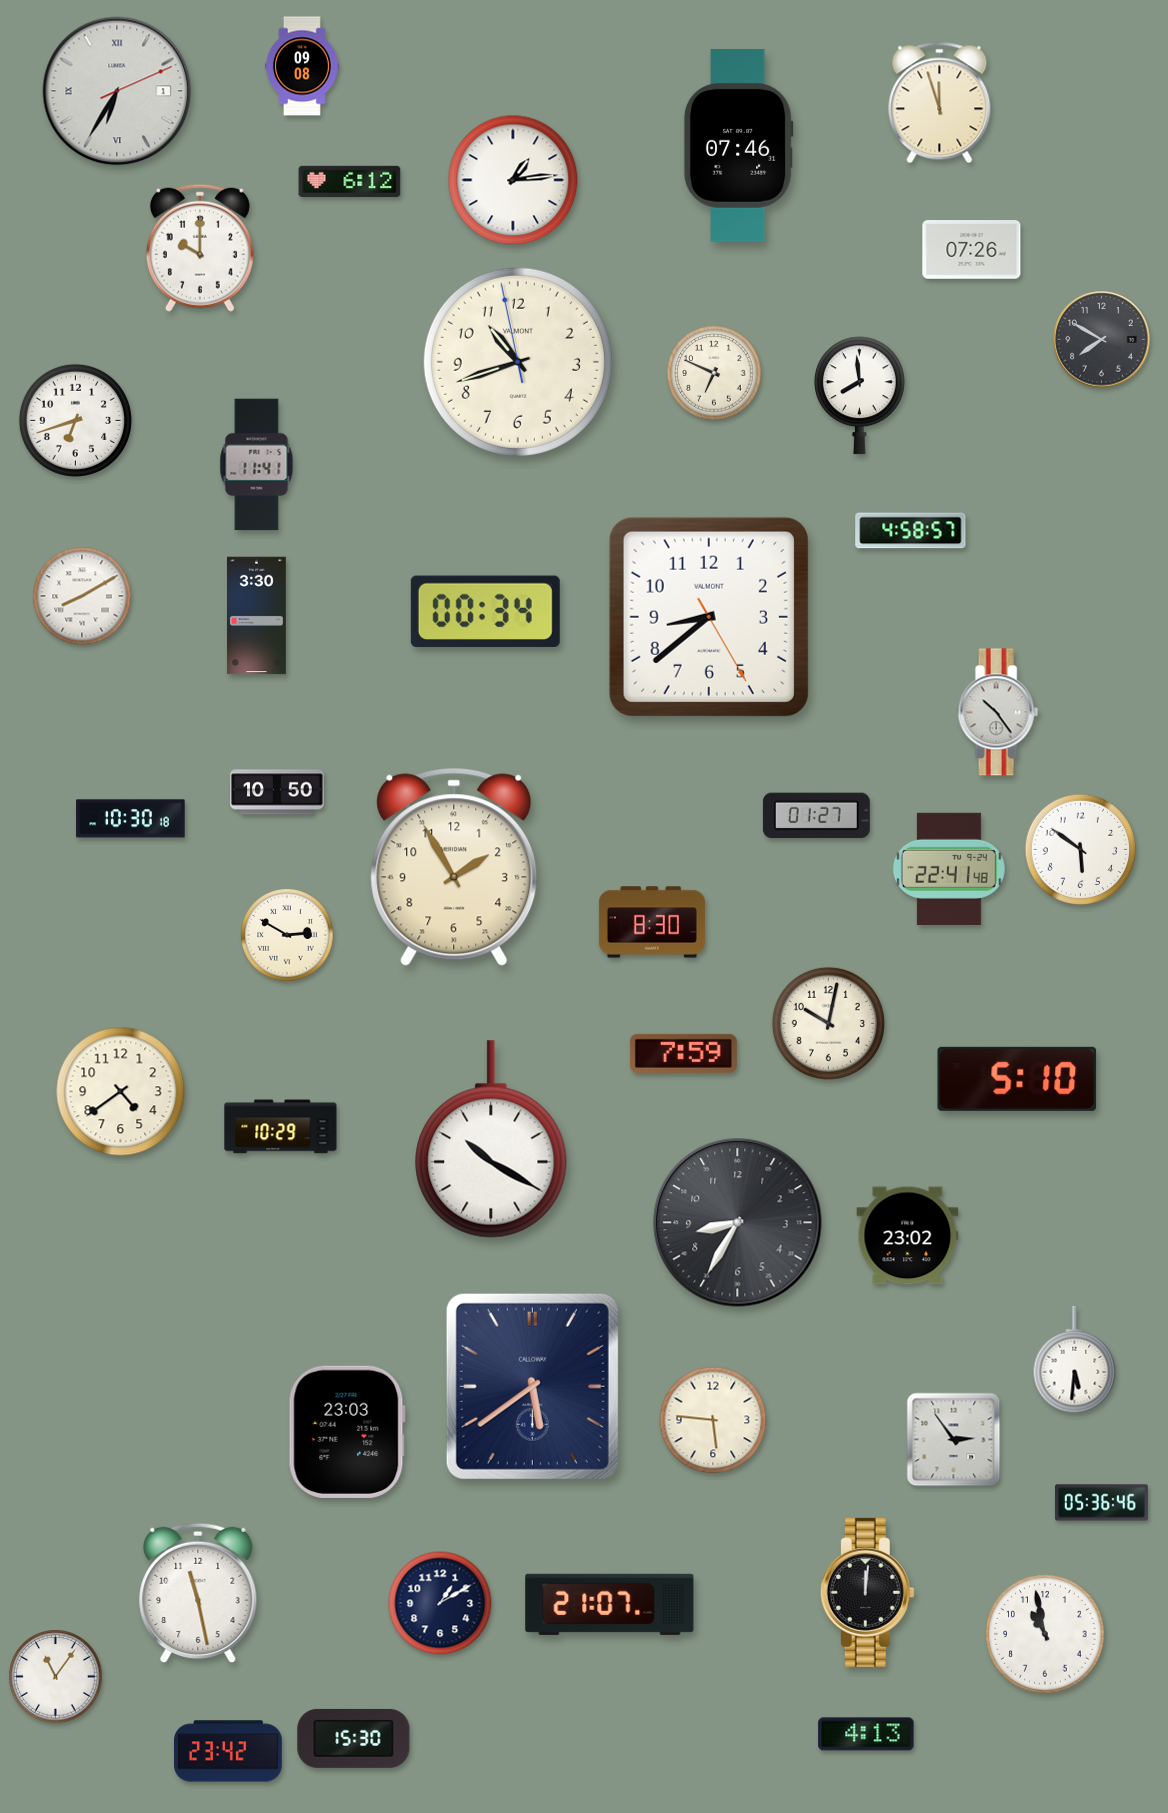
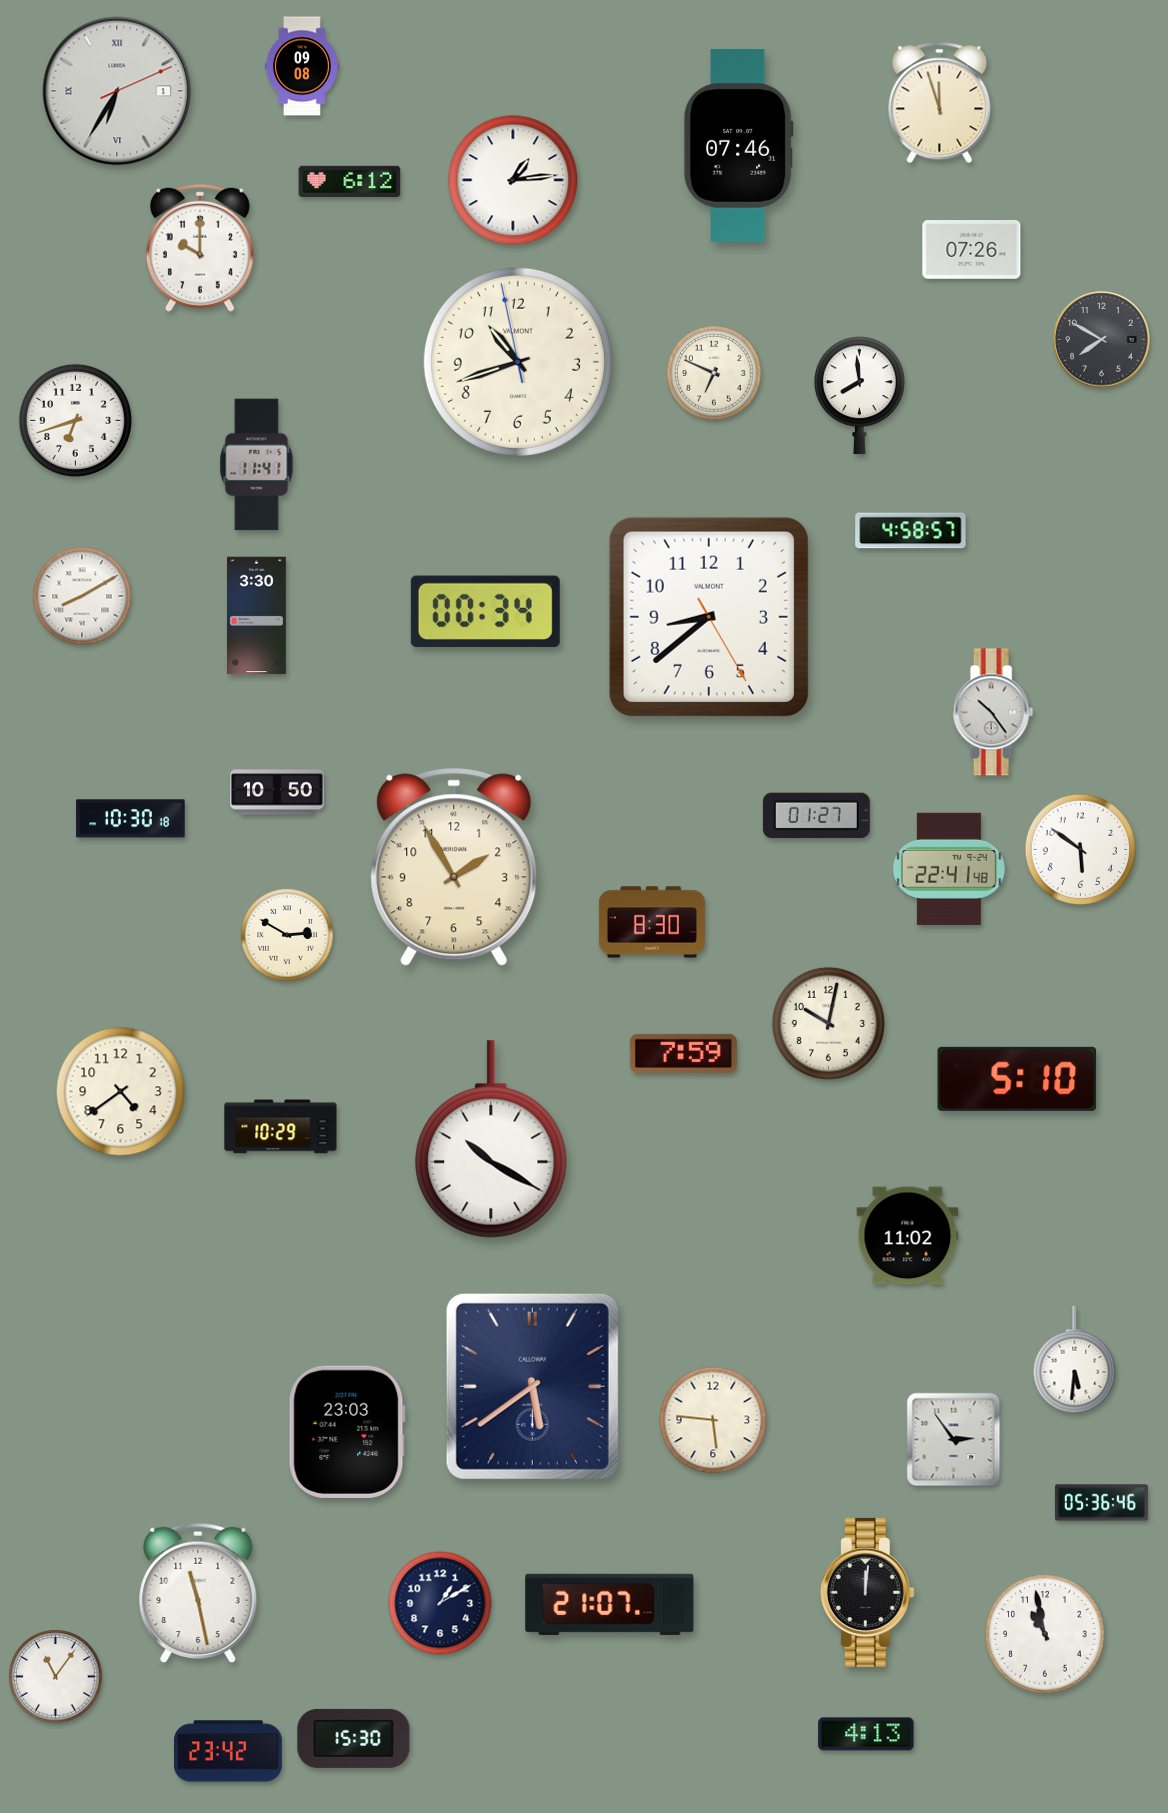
clock at (998, 712) position: (998, 712) -> (993, 712)
clock at (738, 1223): 8:35 -> none
clock at (908, 1236): 23:02 -> 11:02
